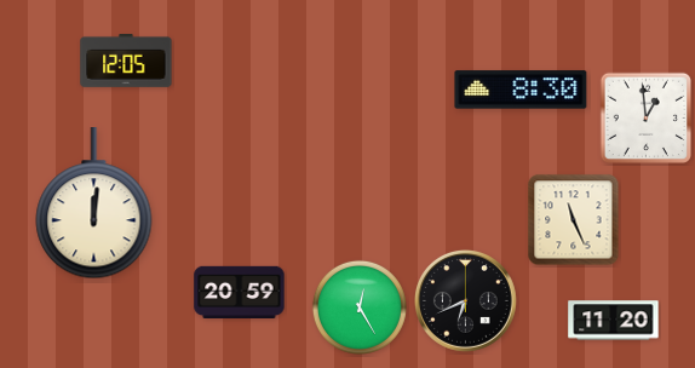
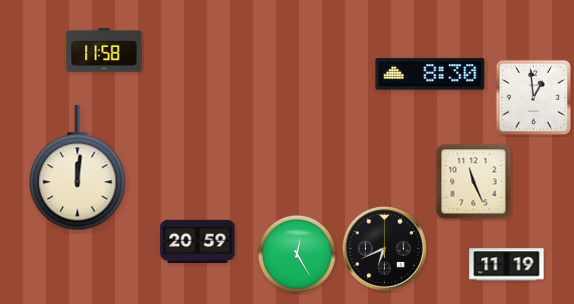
clock at (126, 62): 12:05 -> 11:58
clock at (614, 321): 11:20 -> 11:19
